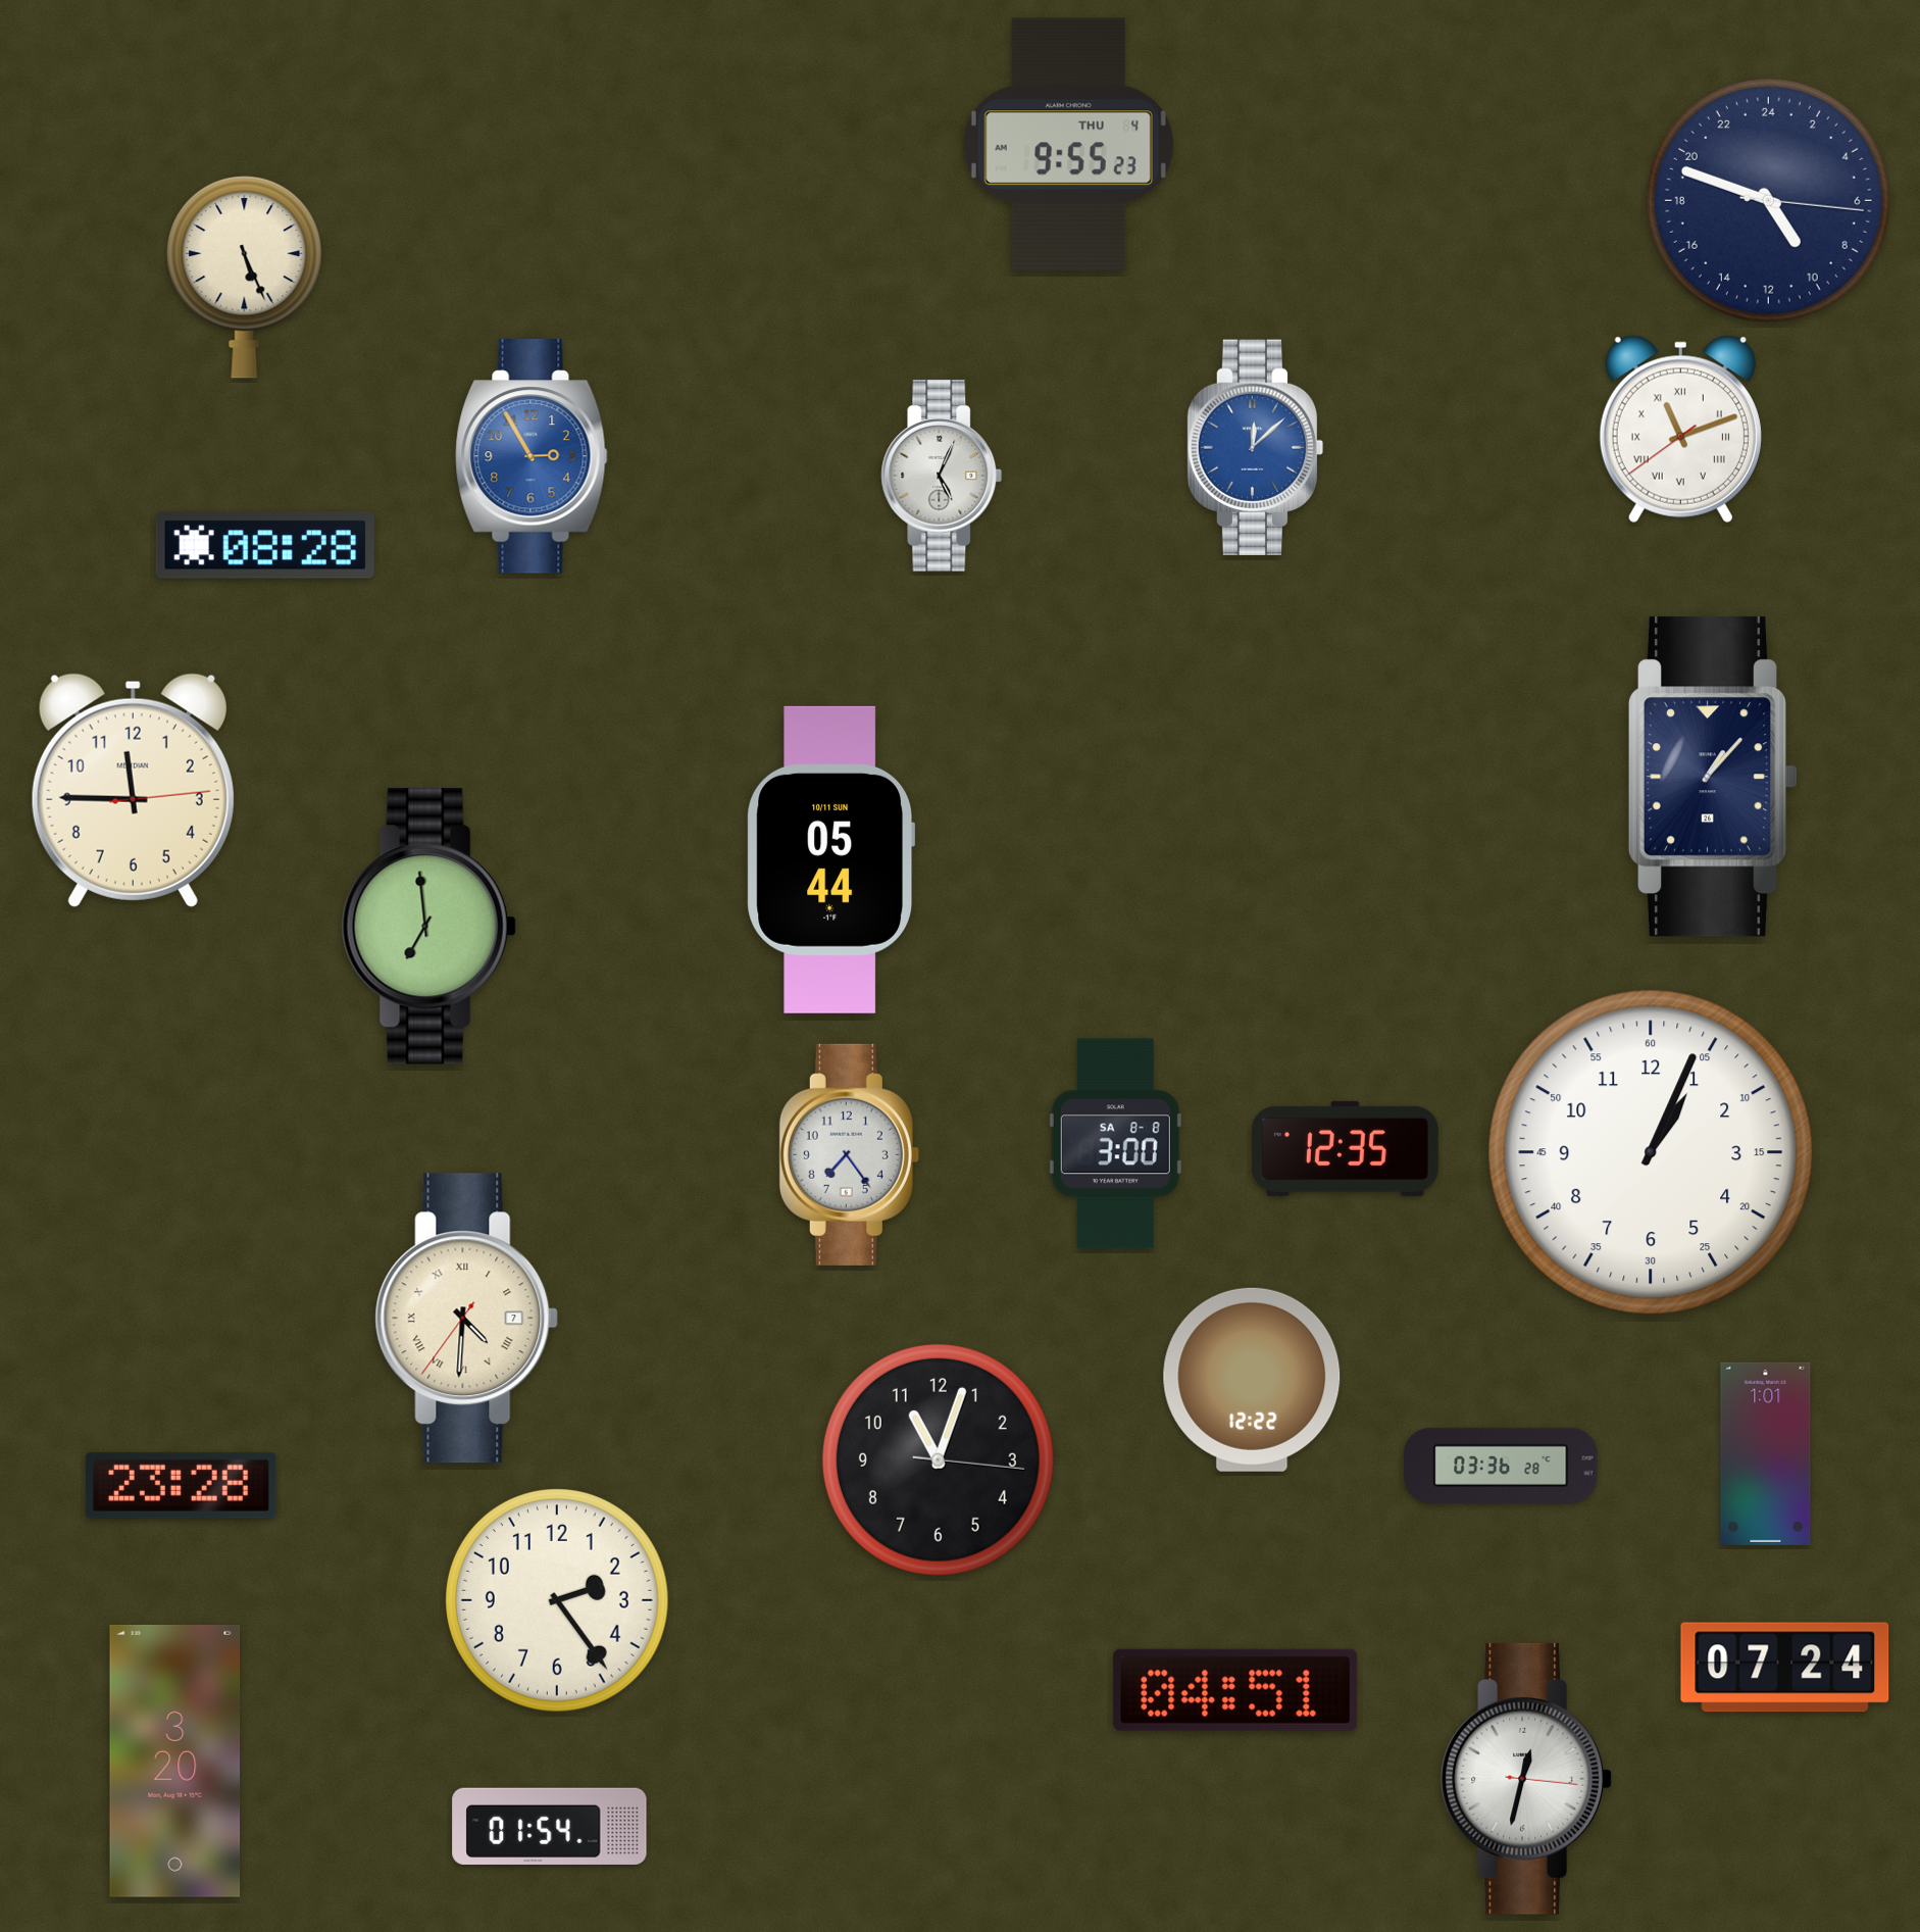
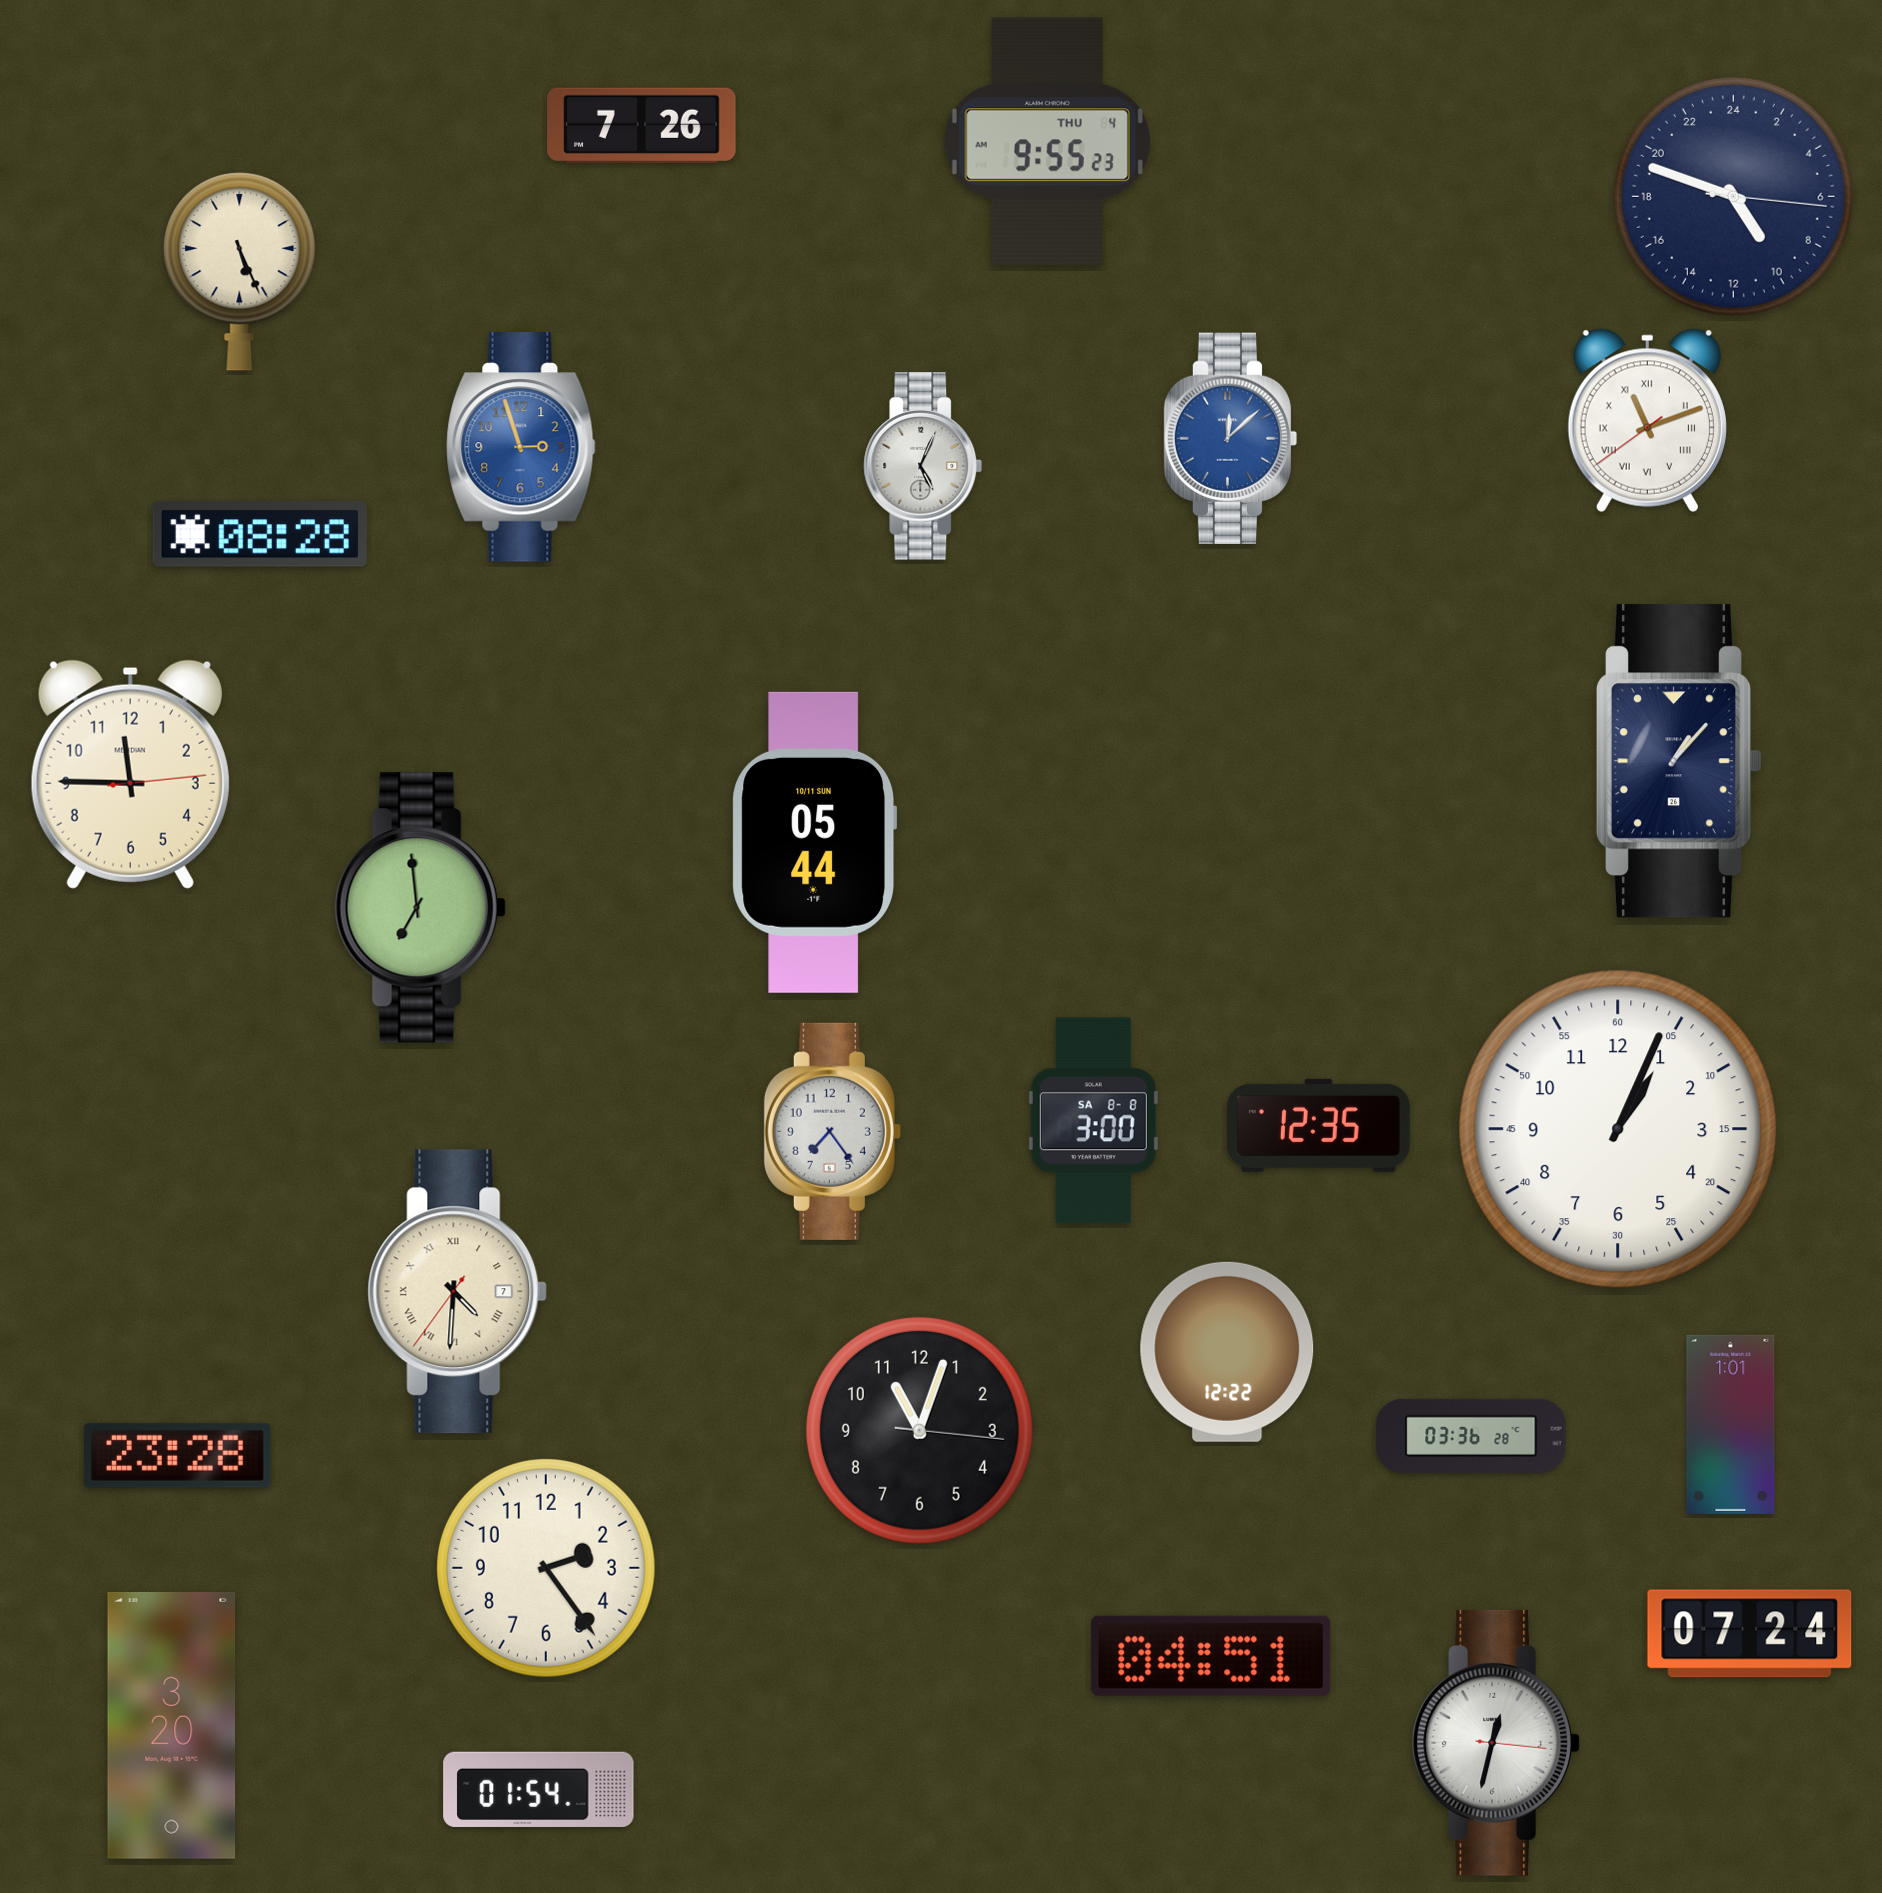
clock at (642, 126): none -> 7:26
clock at (532, 456): 2:55 -> 2:57
